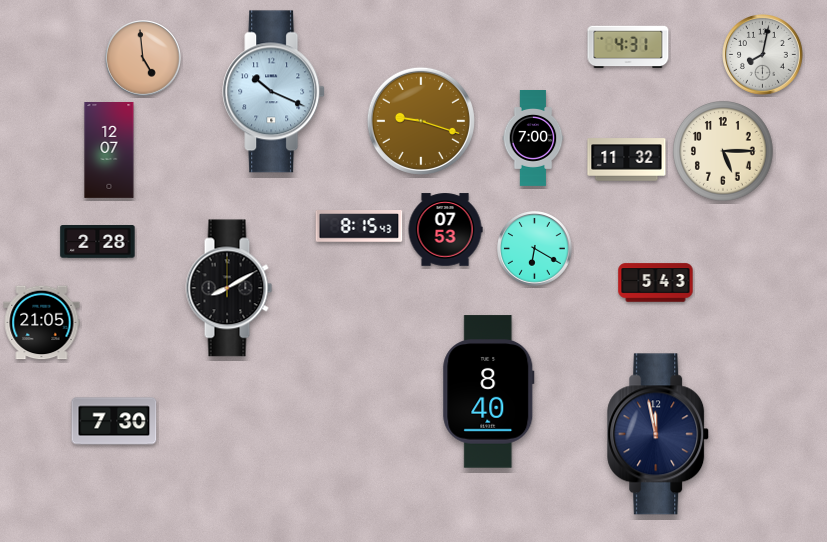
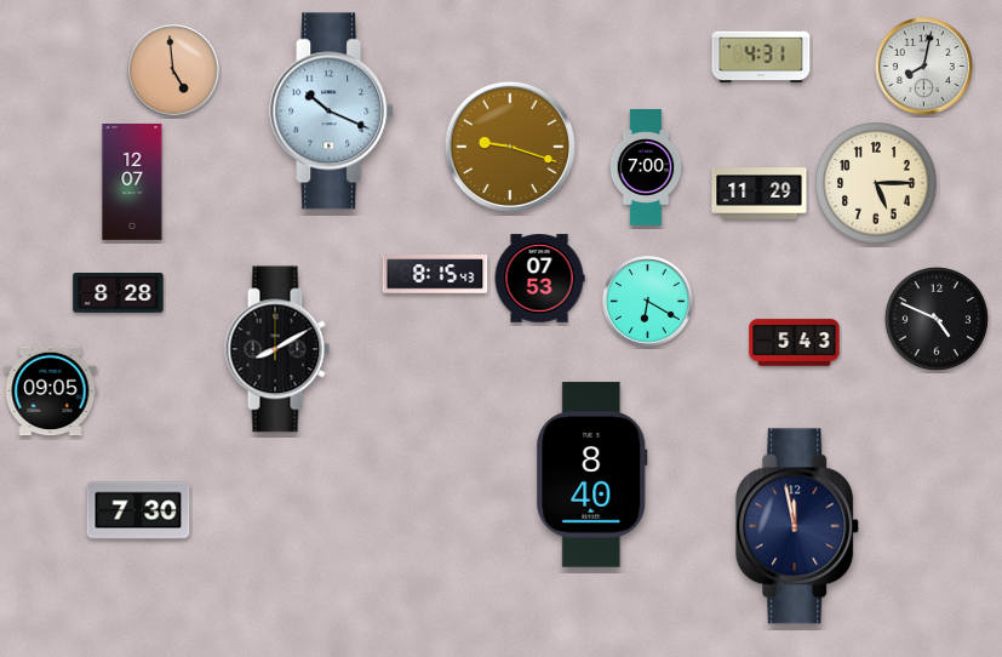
clock at (627, 160): 11:32 -> 11:29
clock at (98, 242): 2:28 -> 8:28
clock at (937, 319): none -> 4:49
clock at (42, 323): 21:05 -> 09:05
